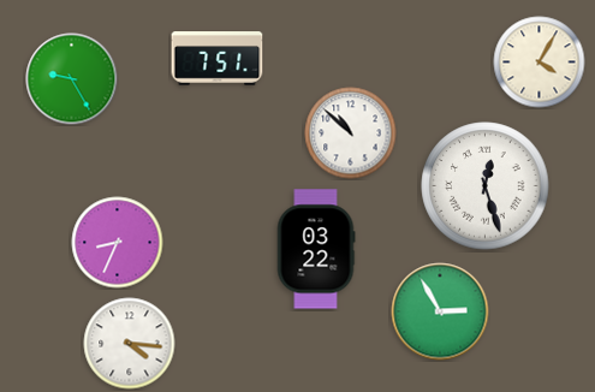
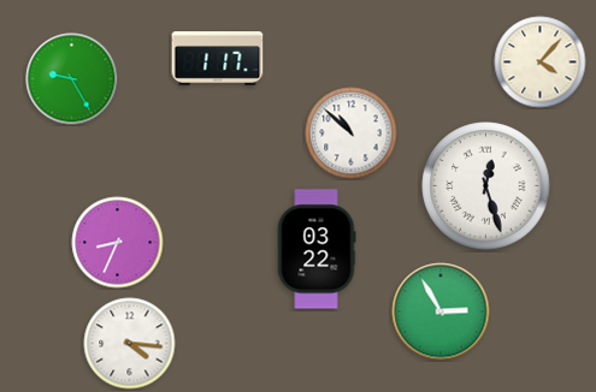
clock at (218, 59): 7:51 -> 1:17
clock at (540, 63): 4:05 -> 4:07
